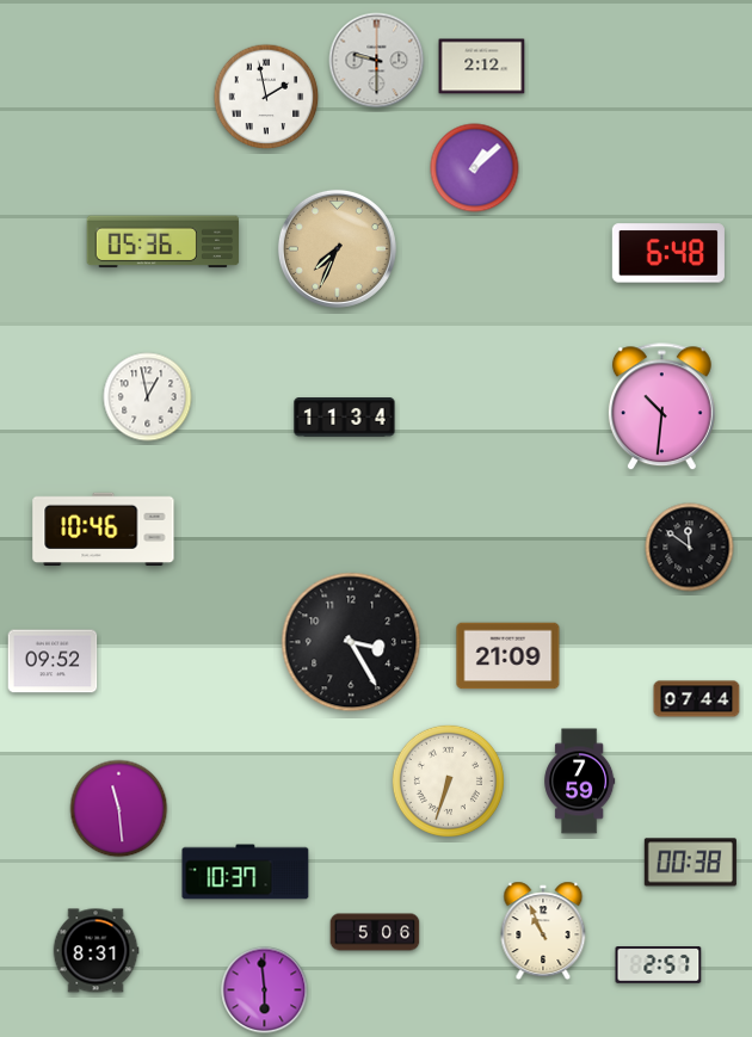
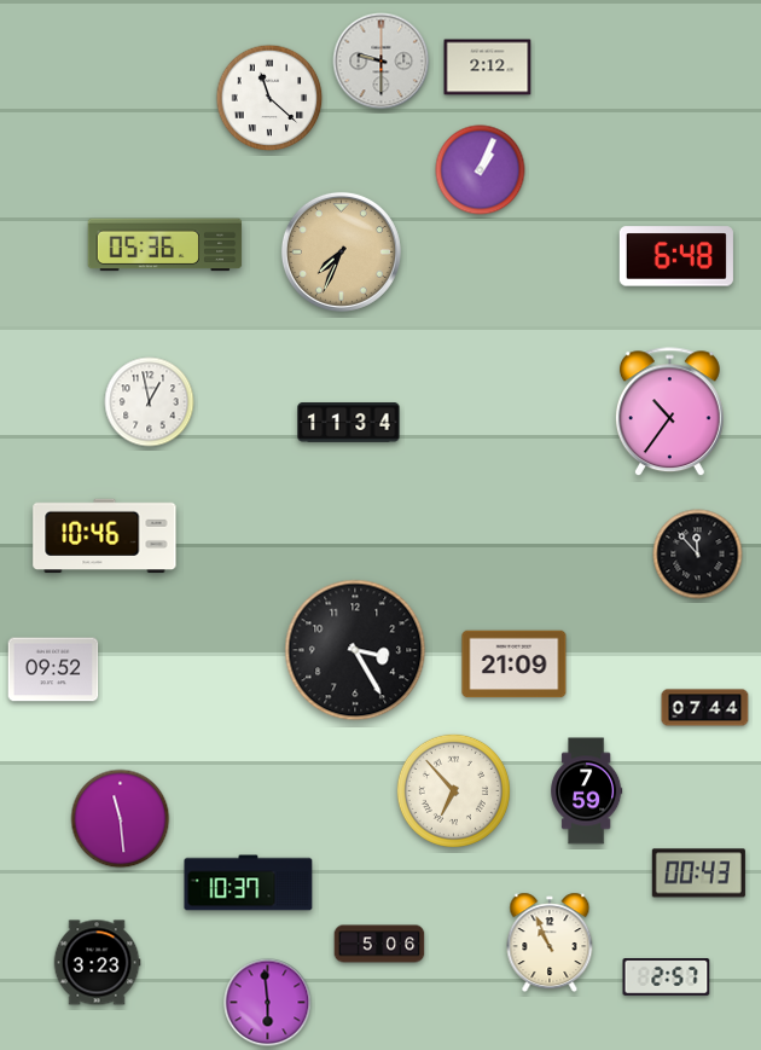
clock at (266, 97): 1:58 -> 11:22
clock at (475, 168): 1:08 -> 1:04
clock at (661, 407): 10:31 -> 10:36
clock at (690, 548): 11:51 -> 11:53
clock at (448, 780): 6:33 -> 6:53
clock at (690, 863): 00:38 -> 00:43
clock at (95, 951): 8:31 -> 3:23
